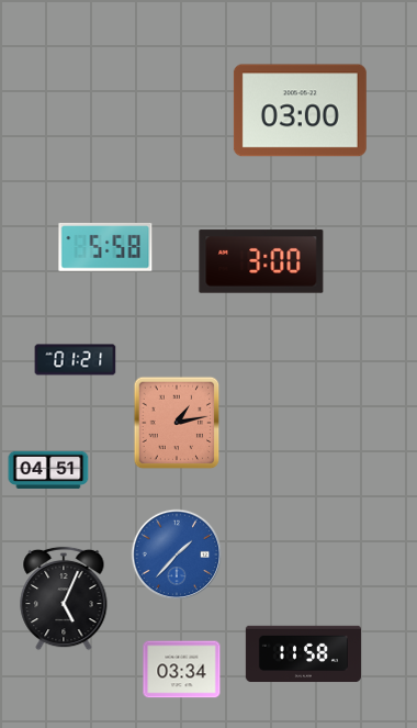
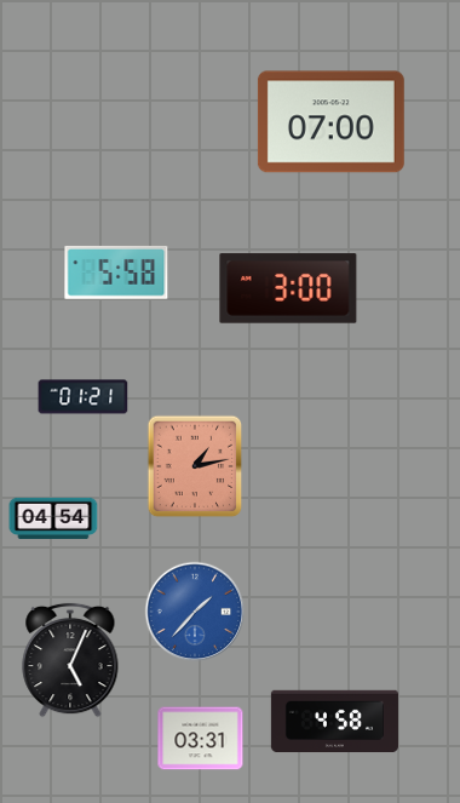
clock at (300, 111): 03:00 -> 07:00
clock at (48, 469): 04:51 -> 04:54
clock at (303, 654): 11:58 -> 4:58
clock at (182, 670): 03:34 -> 03:31
